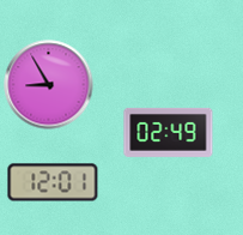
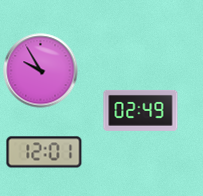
clock at (49, 85): 8:55 -> 9:55
